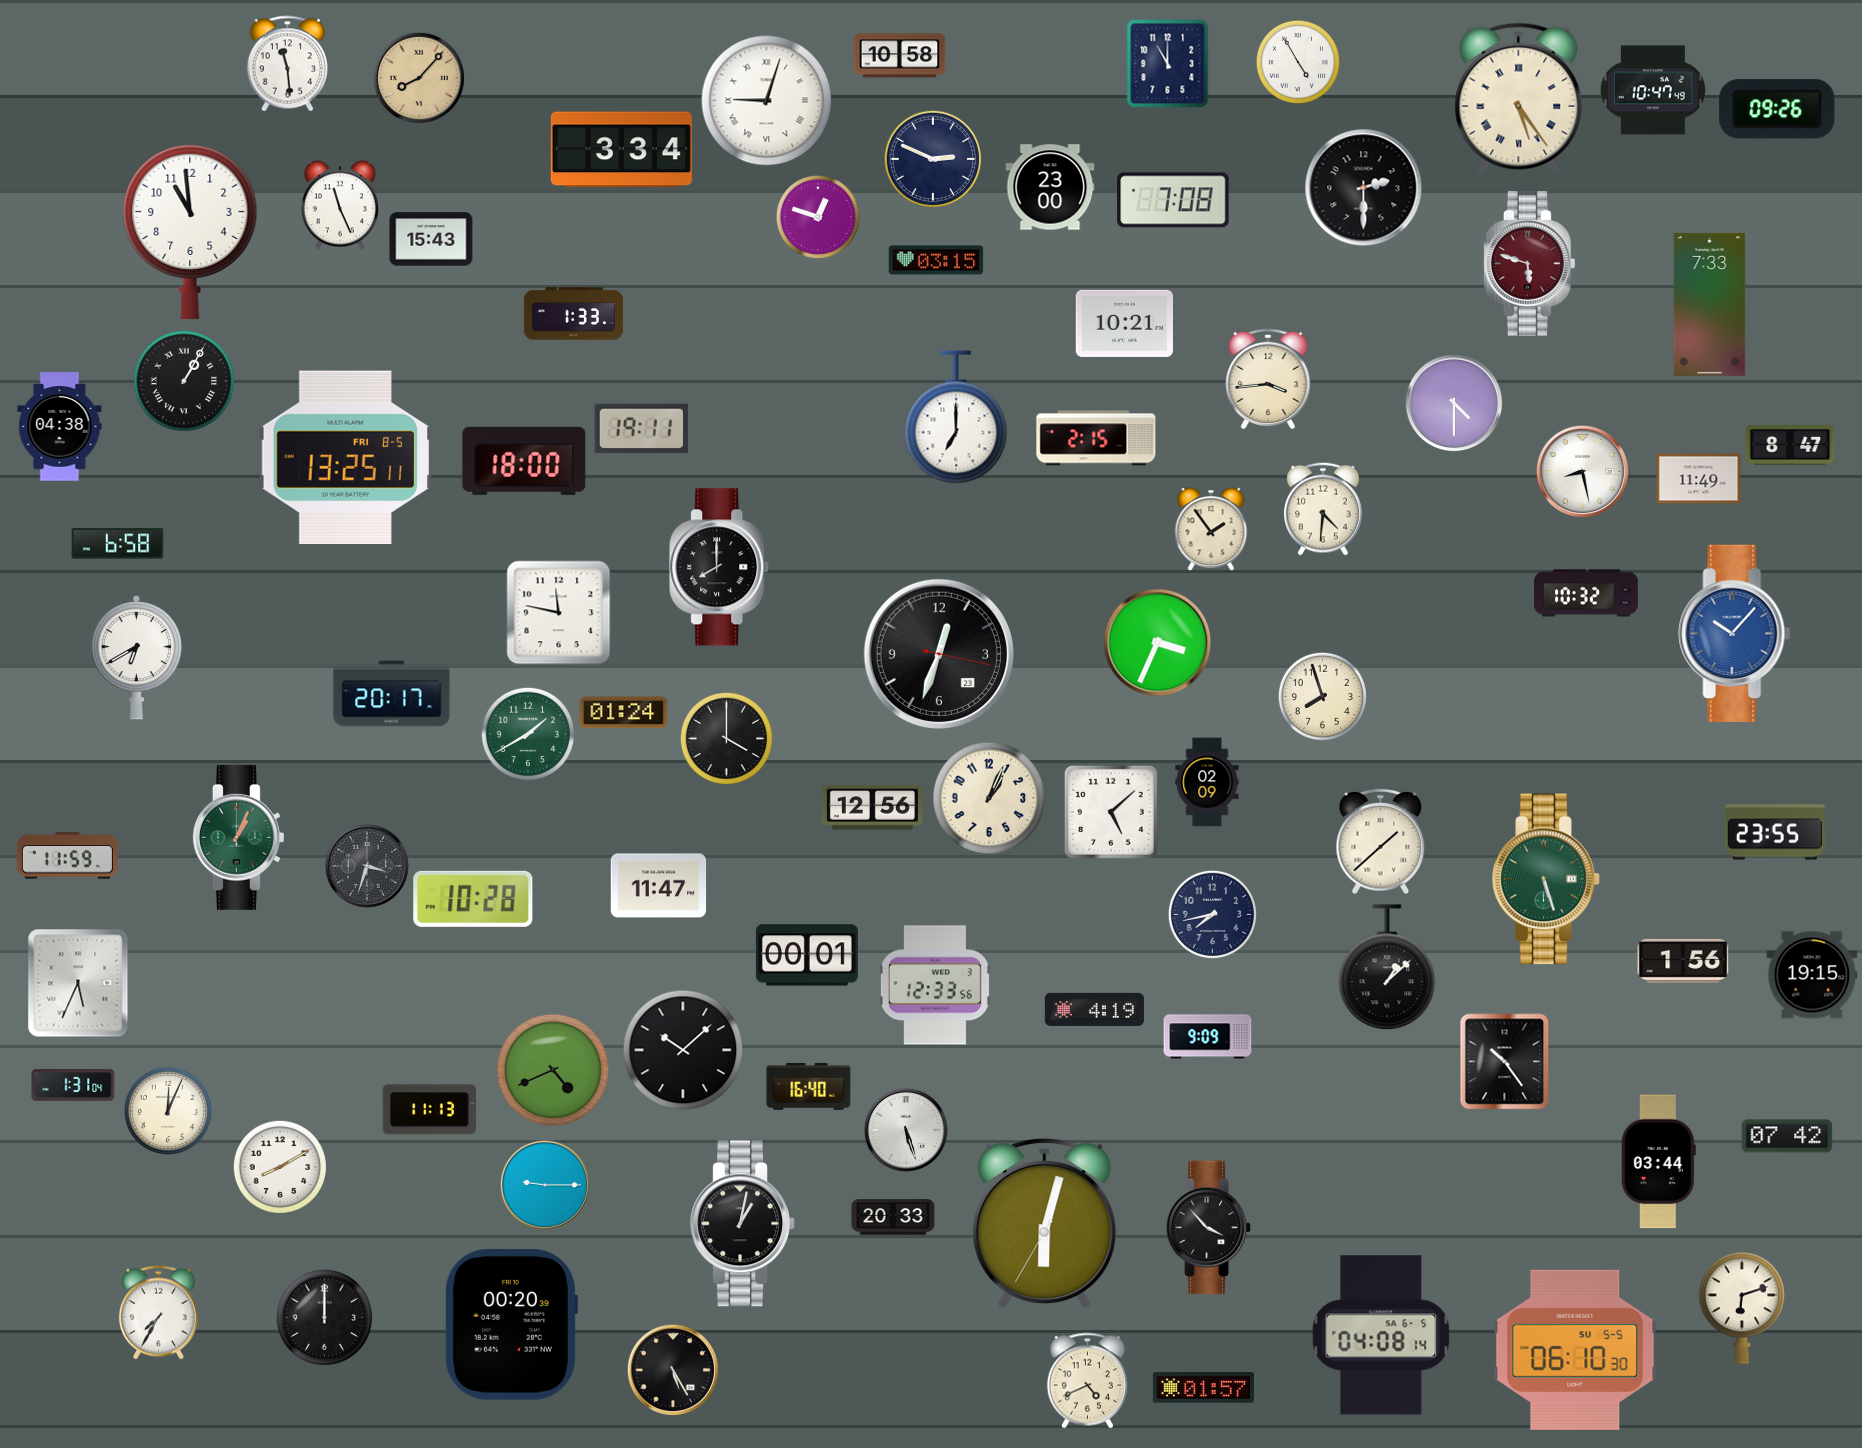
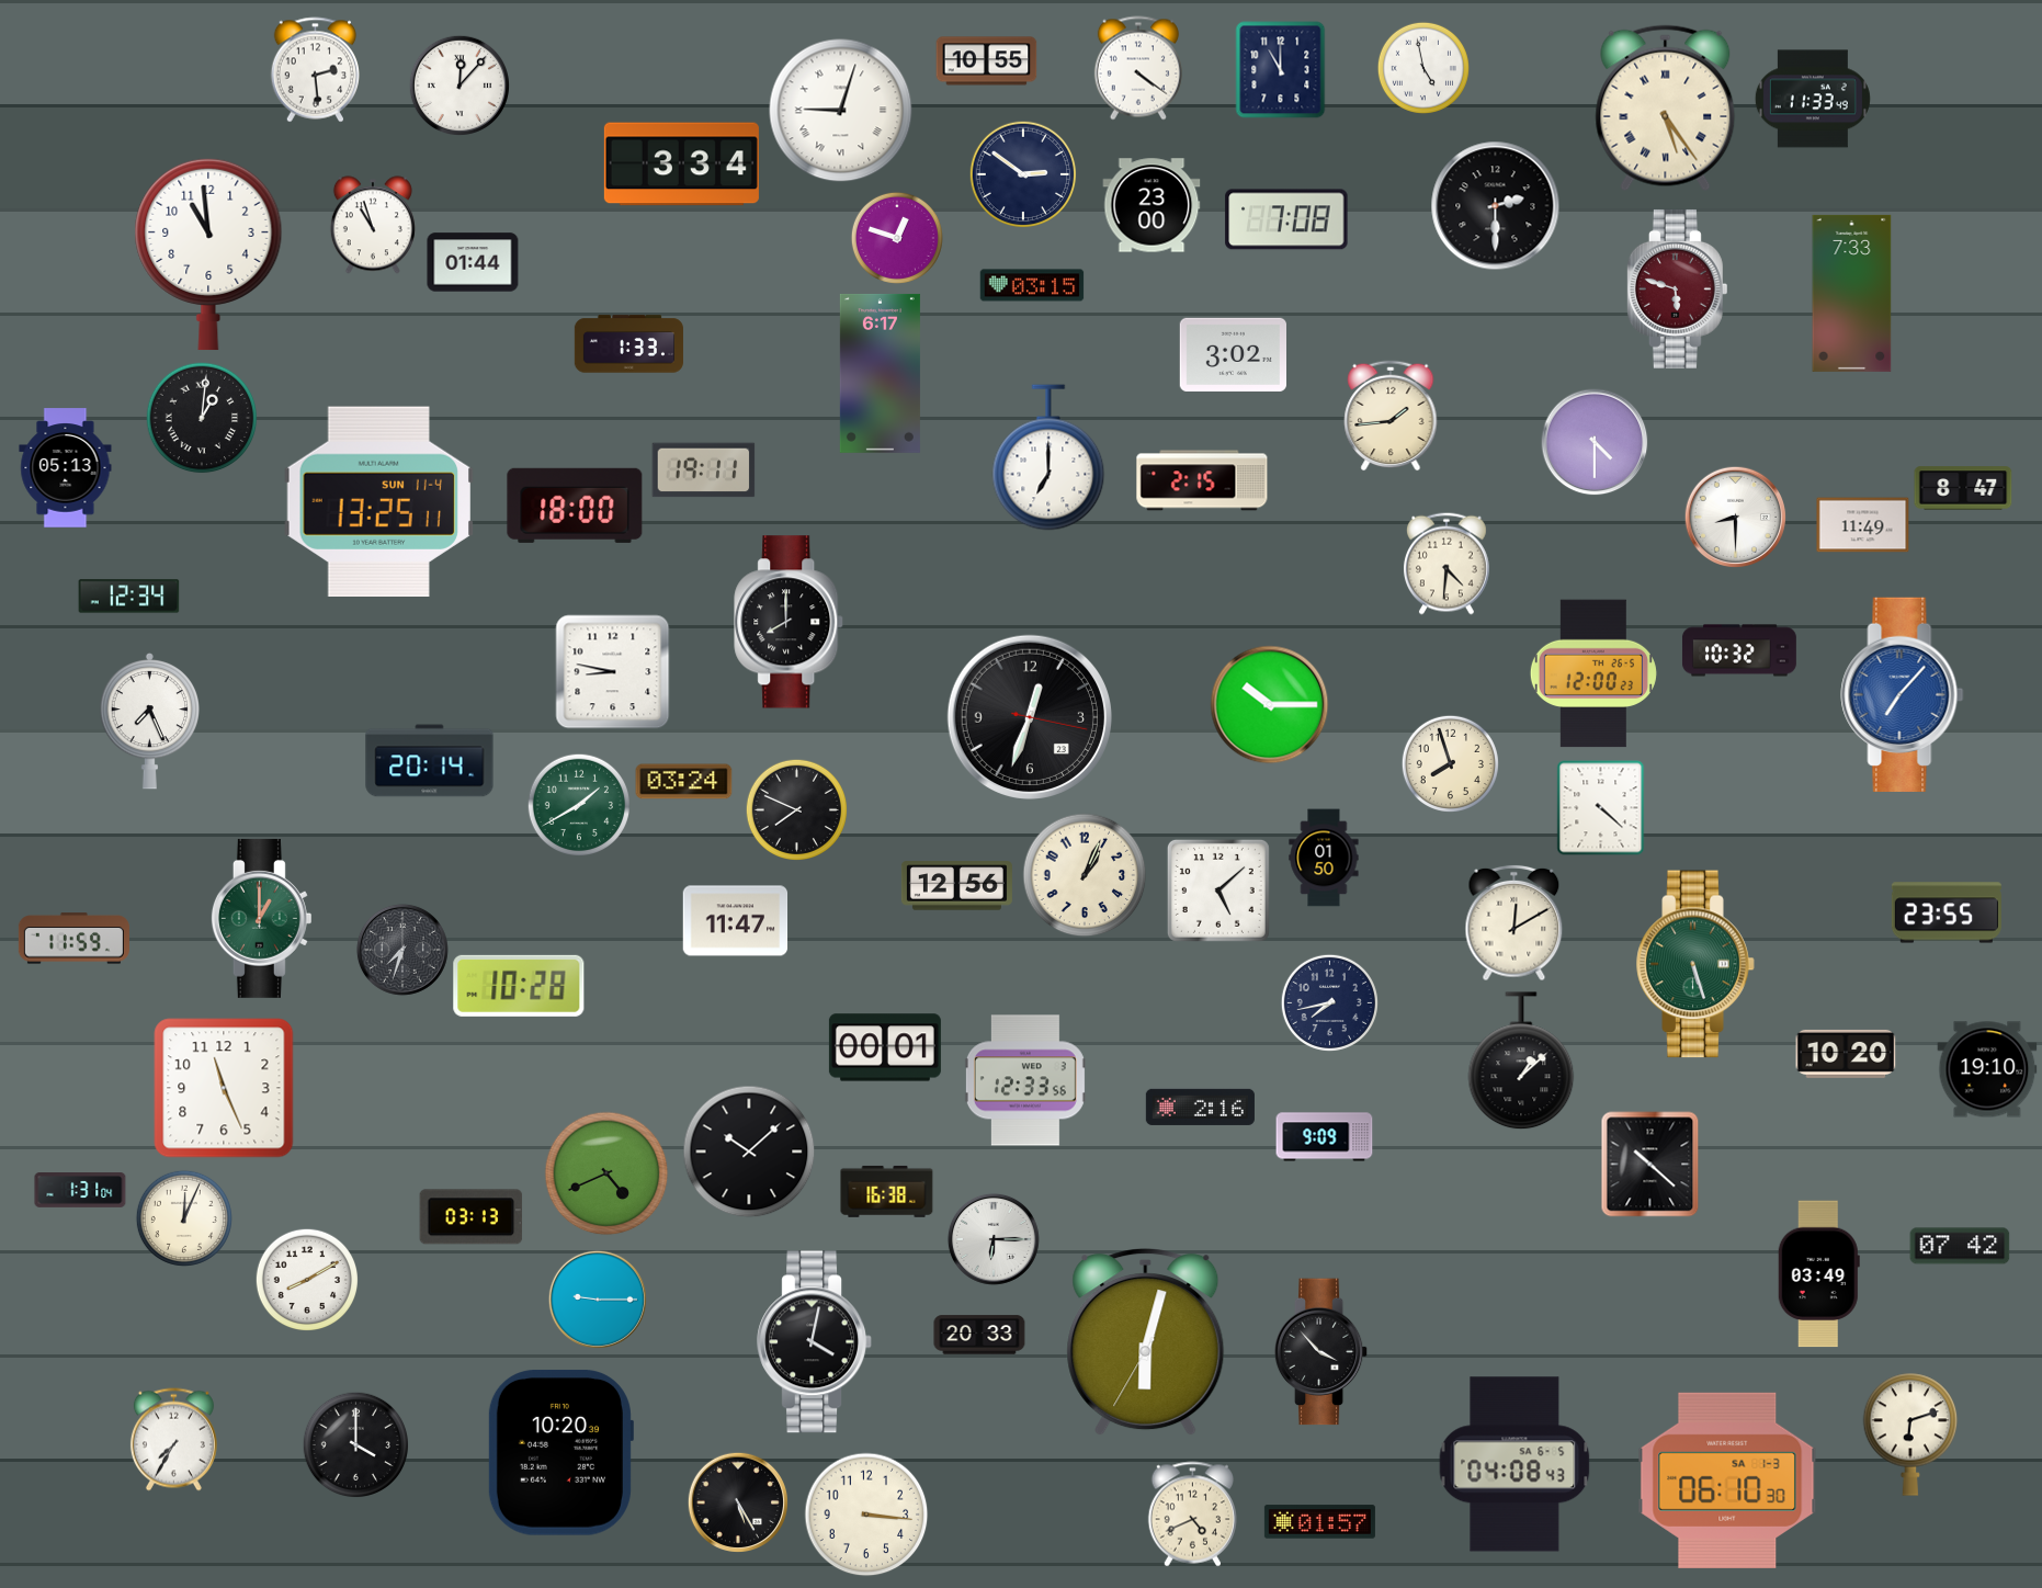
clock at (900, 56): 10:58 -> 10:55
clock at (1138, 68): none -> 4:21
clock at (1298, 62): 4:55 -> 4:58
clock at (287, 64): 11:29 -> 2:29
clock at (418, 77): 8:07 -> 12:07
clock at (418, 77) dial: champagne -> white
clock at (1653, 90): 10:47 -> 11:33
clock at (1777, 109): 09:26 -> none
clock at (933, 159): 2:49 -> 2:51
clock at (340, 205): 11:26 -> 10:57
clock at (431, 239): 15:43 -> 01:44
clock at (936, 260) position: (936, 260) -> (1032, 285)
clock at (1710, 304) position: (1710, 304) -> (1852, 293)
clock at (1124, 323): 10:21 -> 3:02
clock at (880, 373): none -> 6:17
clock at (1268, 379): 3:44 -> 1:44
clock at (184, 381): 1:05 -> 1:01
clock at (60, 427): 04:38 -> 05:13
clock at (345, 457) date: FRI 8-5 -> SUN 11-4
clock at (1582, 471): 8:28 -> 8:30
clock at (1323, 509) position: (1323, 509) -> (1447, 564)
clock at (1211, 529): 1:54 -> none
clock at (118, 544): 6:58 -> 12:34
clock at (559, 613): 11:47 -> 8:47
clock at (1593, 673): none -> 12:00
clock at (1735, 633): 10:07 -> 7:07
clock at (1158, 643): 3:34 -> 10:15
clock at (136, 657): 6:40 -> 7:26
clock at (392, 694): 20:17 -> 20:14
clock at (624, 713): 01:24 -> 03:24
clock at (1601, 808): none -> 4:22
clock at (726, 738): 4:00 -> 7:49
clock at (1207, 782): 02:09 -> 01:50
clock at (238, 837): 1:04 -> 1:00
clock at (1381, 842): 1:38 -> 12:10
clock at (367, 866): 3:33 -> 7:33
clock at (659, 886) position: (659, 886) -> (736, 921)
clock at (1683, 961): 1:56 -> 10:20
clock at (1812, 975): 19:15 -> 19:10
clock at (78, 983): 5:34 -> none
clock at (224, 1088): none -> 11:26
clock at (1094, 1009): 4:19 -> 2:16
clock at (1505, 1062): 10:24 -> 10:22
clock at (809, 1086): 16:40 -> 16:38
clock at (430, 1110): 11:13 -> 03:13
clock at (906, 1130): 5:27 -> 6:15
clock at (1658, 1162): 03:44 -> 03:49
clock at (742, 1224): 1:02 -> 4:02
clock at (1209, 1228) position: (1209, 1228) -> (1321, 1352)
clock at (324, 1317): 12:00 -> 4:00
clock at (511, 1325): 00:20 -> 10:20
clock at (1381, 1335): 04:08:14 -> 04:08:43
clock at (1575, 1350) date: SU 5-5 -> SA 1-3
clock at (866, 1515): none -> 3:16
